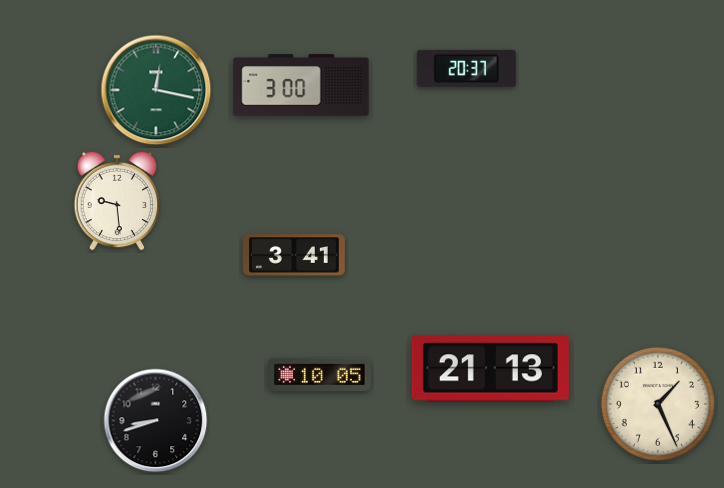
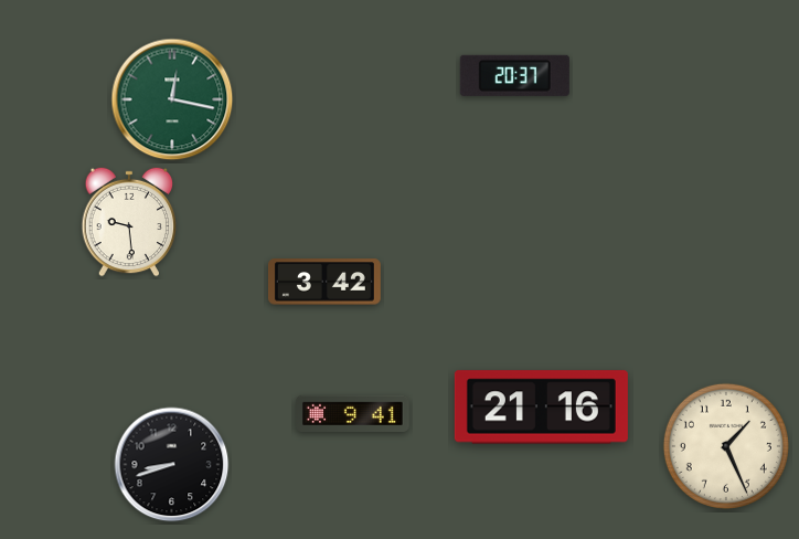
clock at (301, 85): 3:00 -> none
clock at (294, 255): 3:41 -> 3:42
clock at (490, 369): 21:13 -> 21:16
clock at (320, 375): 10:05 -> 9:41
